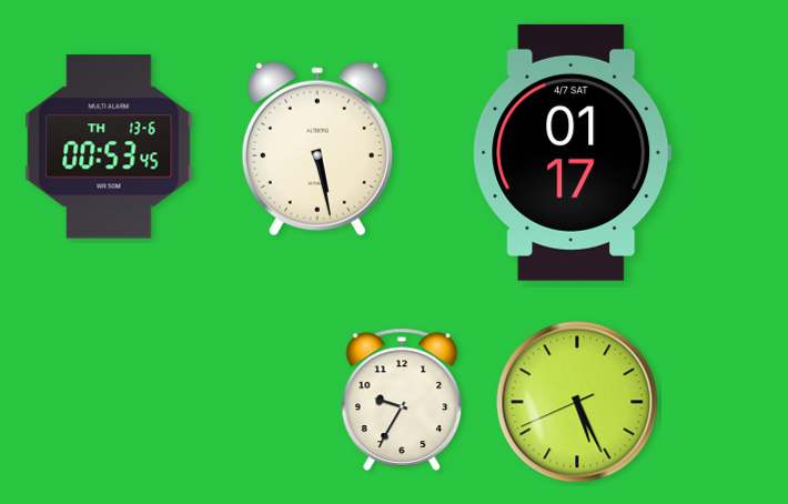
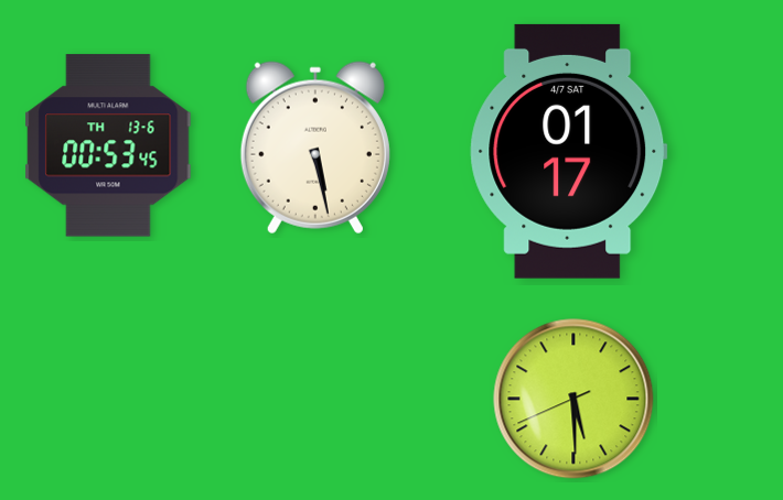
clock at (402, 399): 9:35 -> none
clock at (577, 402): 5:25 -> 5:29
